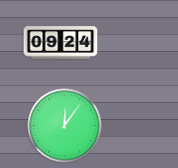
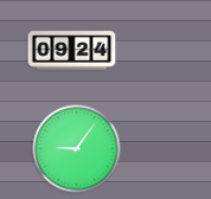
clock at (65, 126): 12:06 -> 9:06
